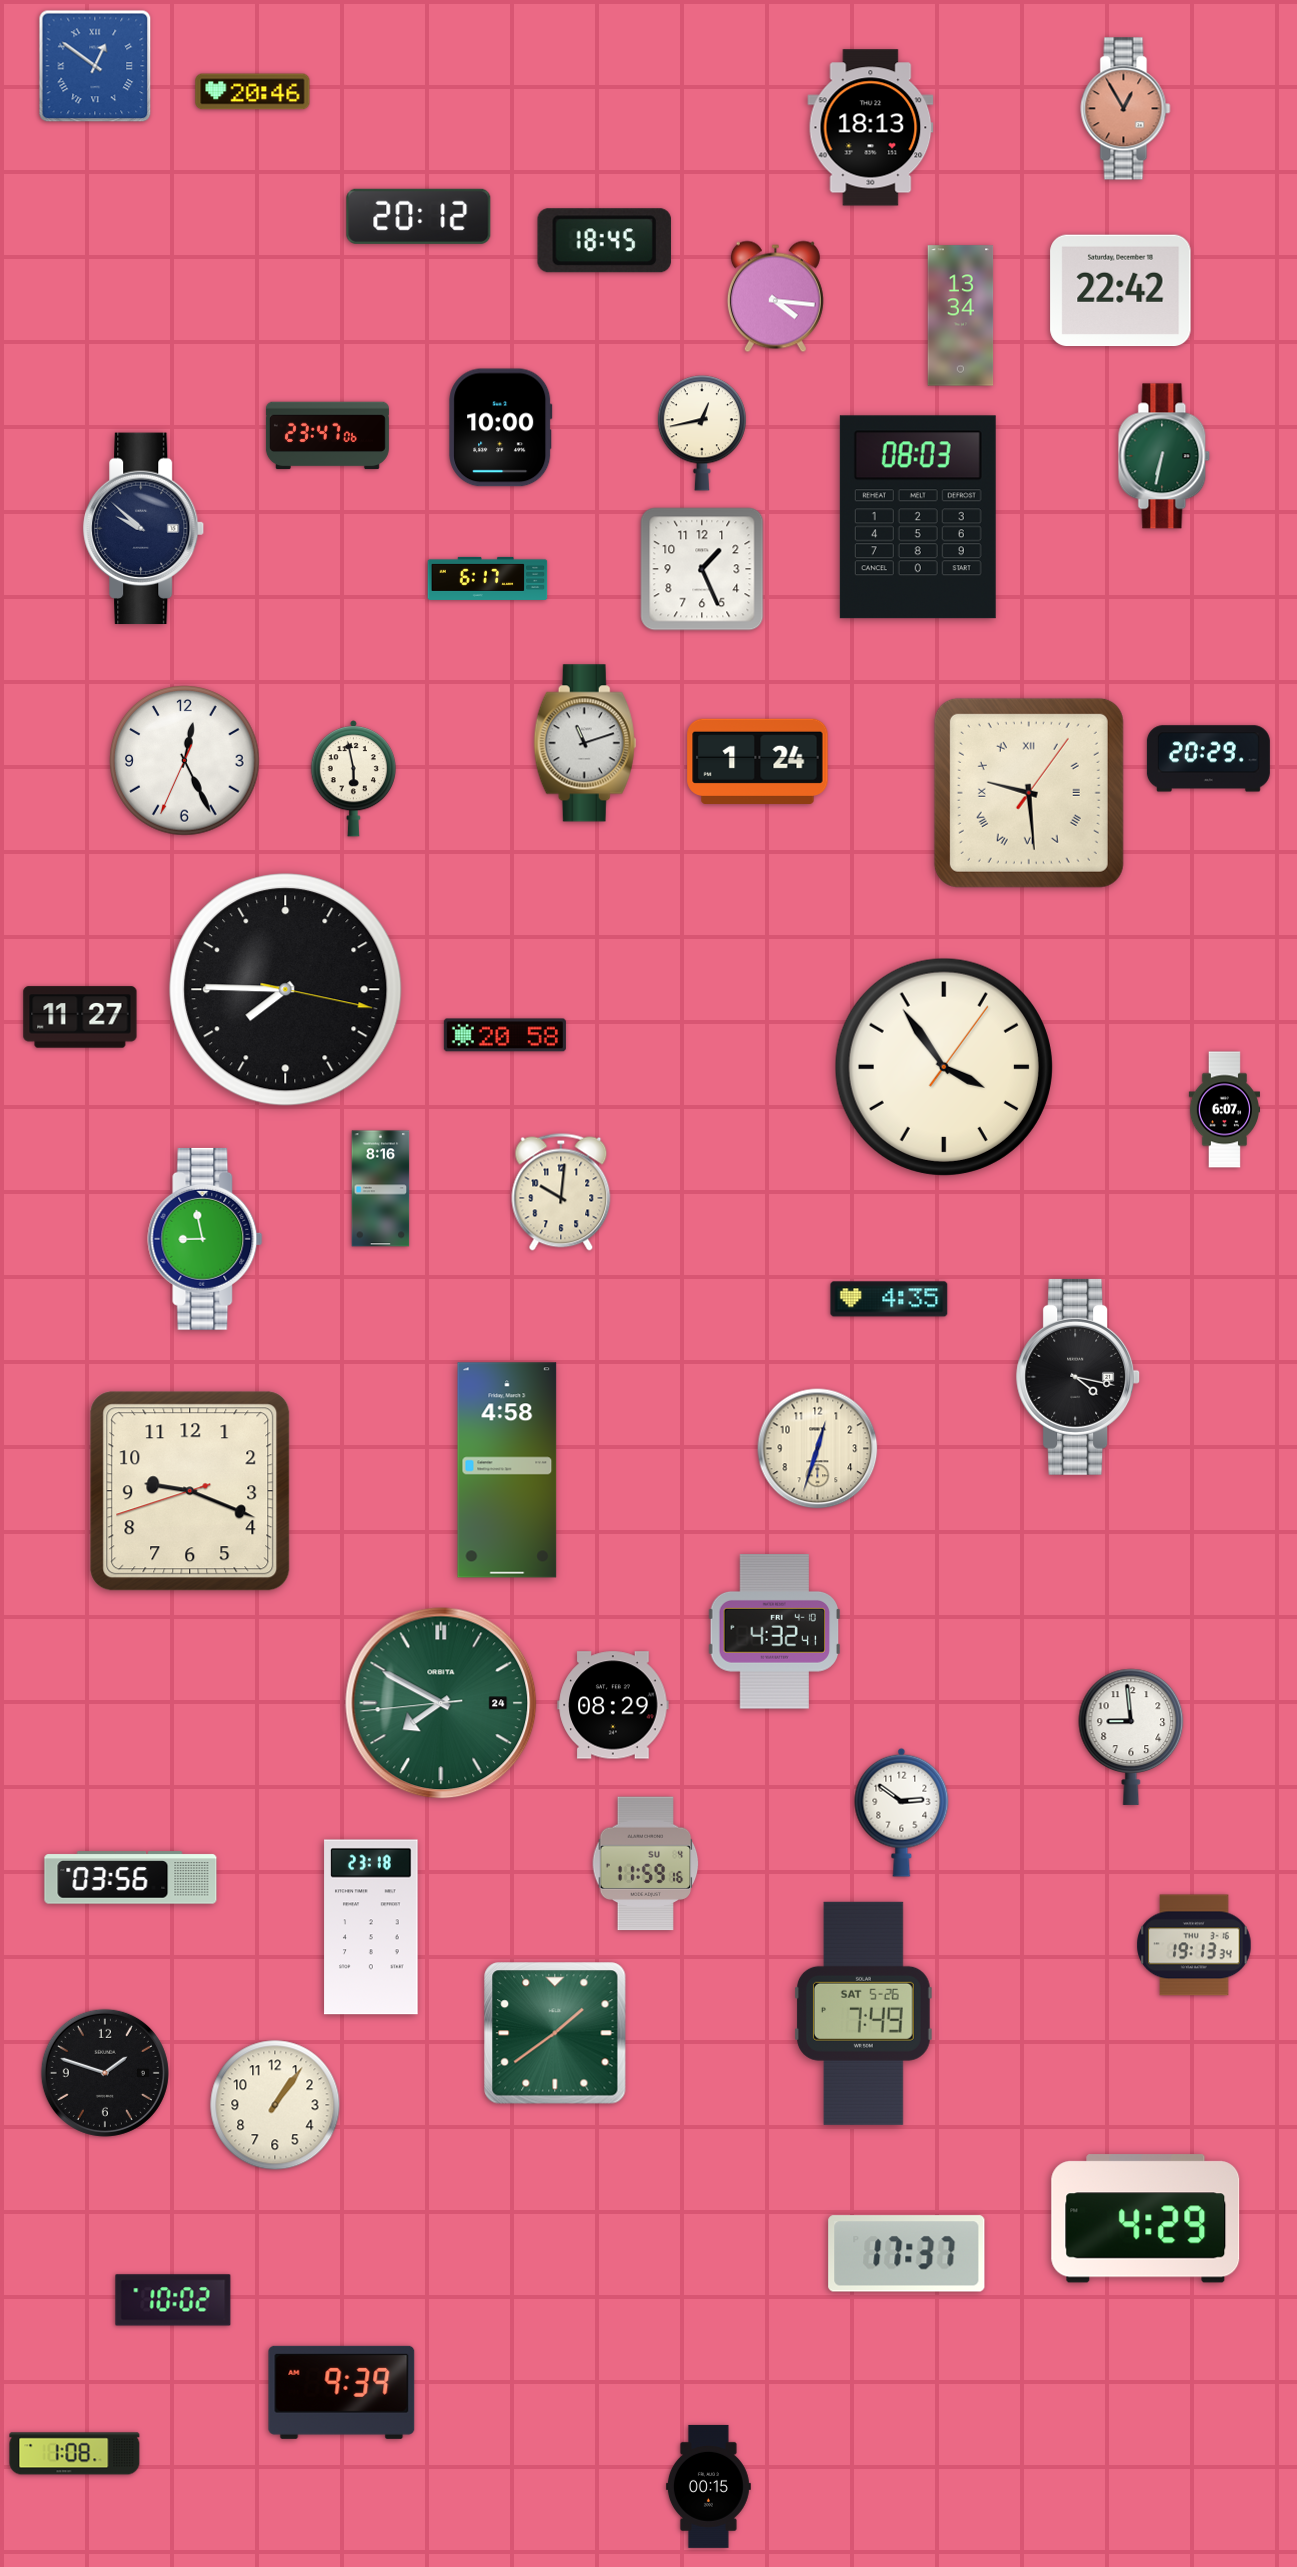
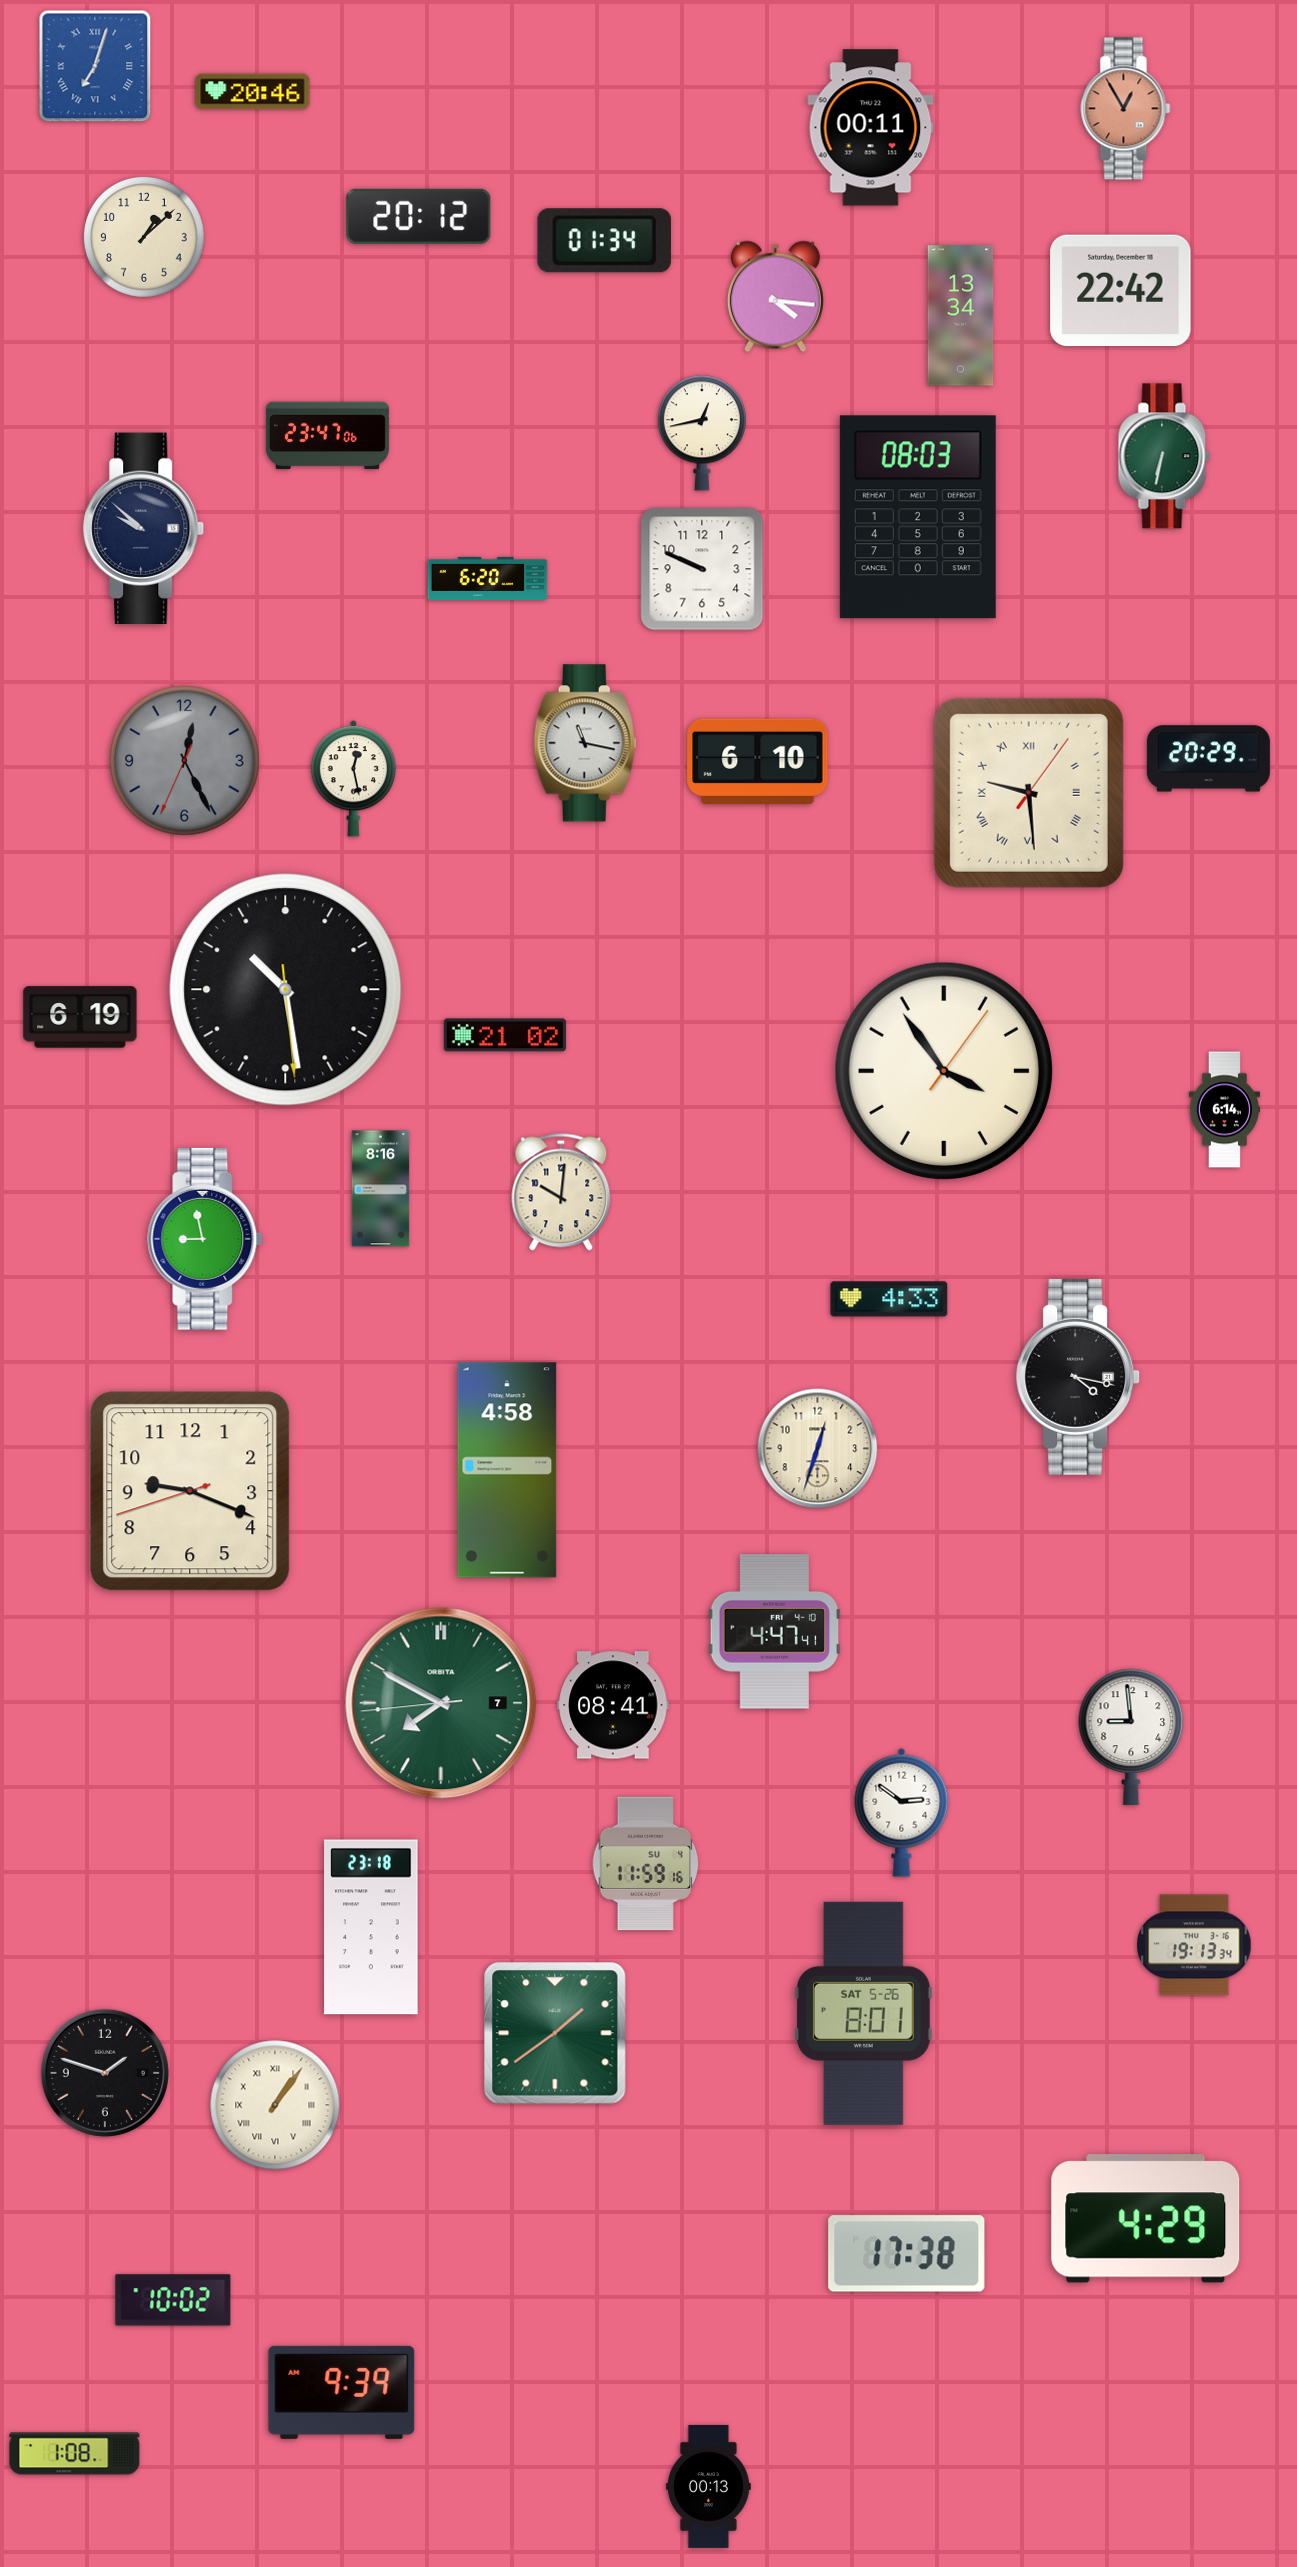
clock at (95, 66): 12:51 -> 7:03
clock at (871, 128): 18:13 -> 00:11
clock at (144, 237): none -> 1:08
clock at (604, 241): 18:45 -> 01:34
clock at (501, 428): 10:00 -> none
clock at (702, 569): 1:26 -> 9:49
clock at (488, 578): 6:17 -> 6:20
clock at (585, 743): 11:12 -> 11:17
clock at (185, 761) dial: white -> grey
clock at (758, 761): 1:24 -> 6:10
clock at (353, 779): 5:58 -> 12:28
clock at (286, 990): 7:45 -> 10:28
clock at (80, 1017): 11:27 -> 6:19
clock at (505, 1035): 20:58 -> 21:02
clock at (944, 1067) position: (944, 1067) -> (944, 1071)
clock at (1224, 1110): 6:07 -> 6:14
clock at (889, 1299): 4:35 -> 4:33
clock at (775, 1632): 4:32 -> 4:47
clock at (441, 1703) date: 24 -> 7
clock at (613, 1705): 08:29 -> 08:41
clock at (131, 1878): 03:56 -> none
clock at (863, 2013): 7:49 -> 8:01
clock at (275, 2105) numerals: Arabic -> Roman
clock at (907, 2254): 17:37 -> 17:38
clock at (708, 2486): 00:15 -> 00:13
